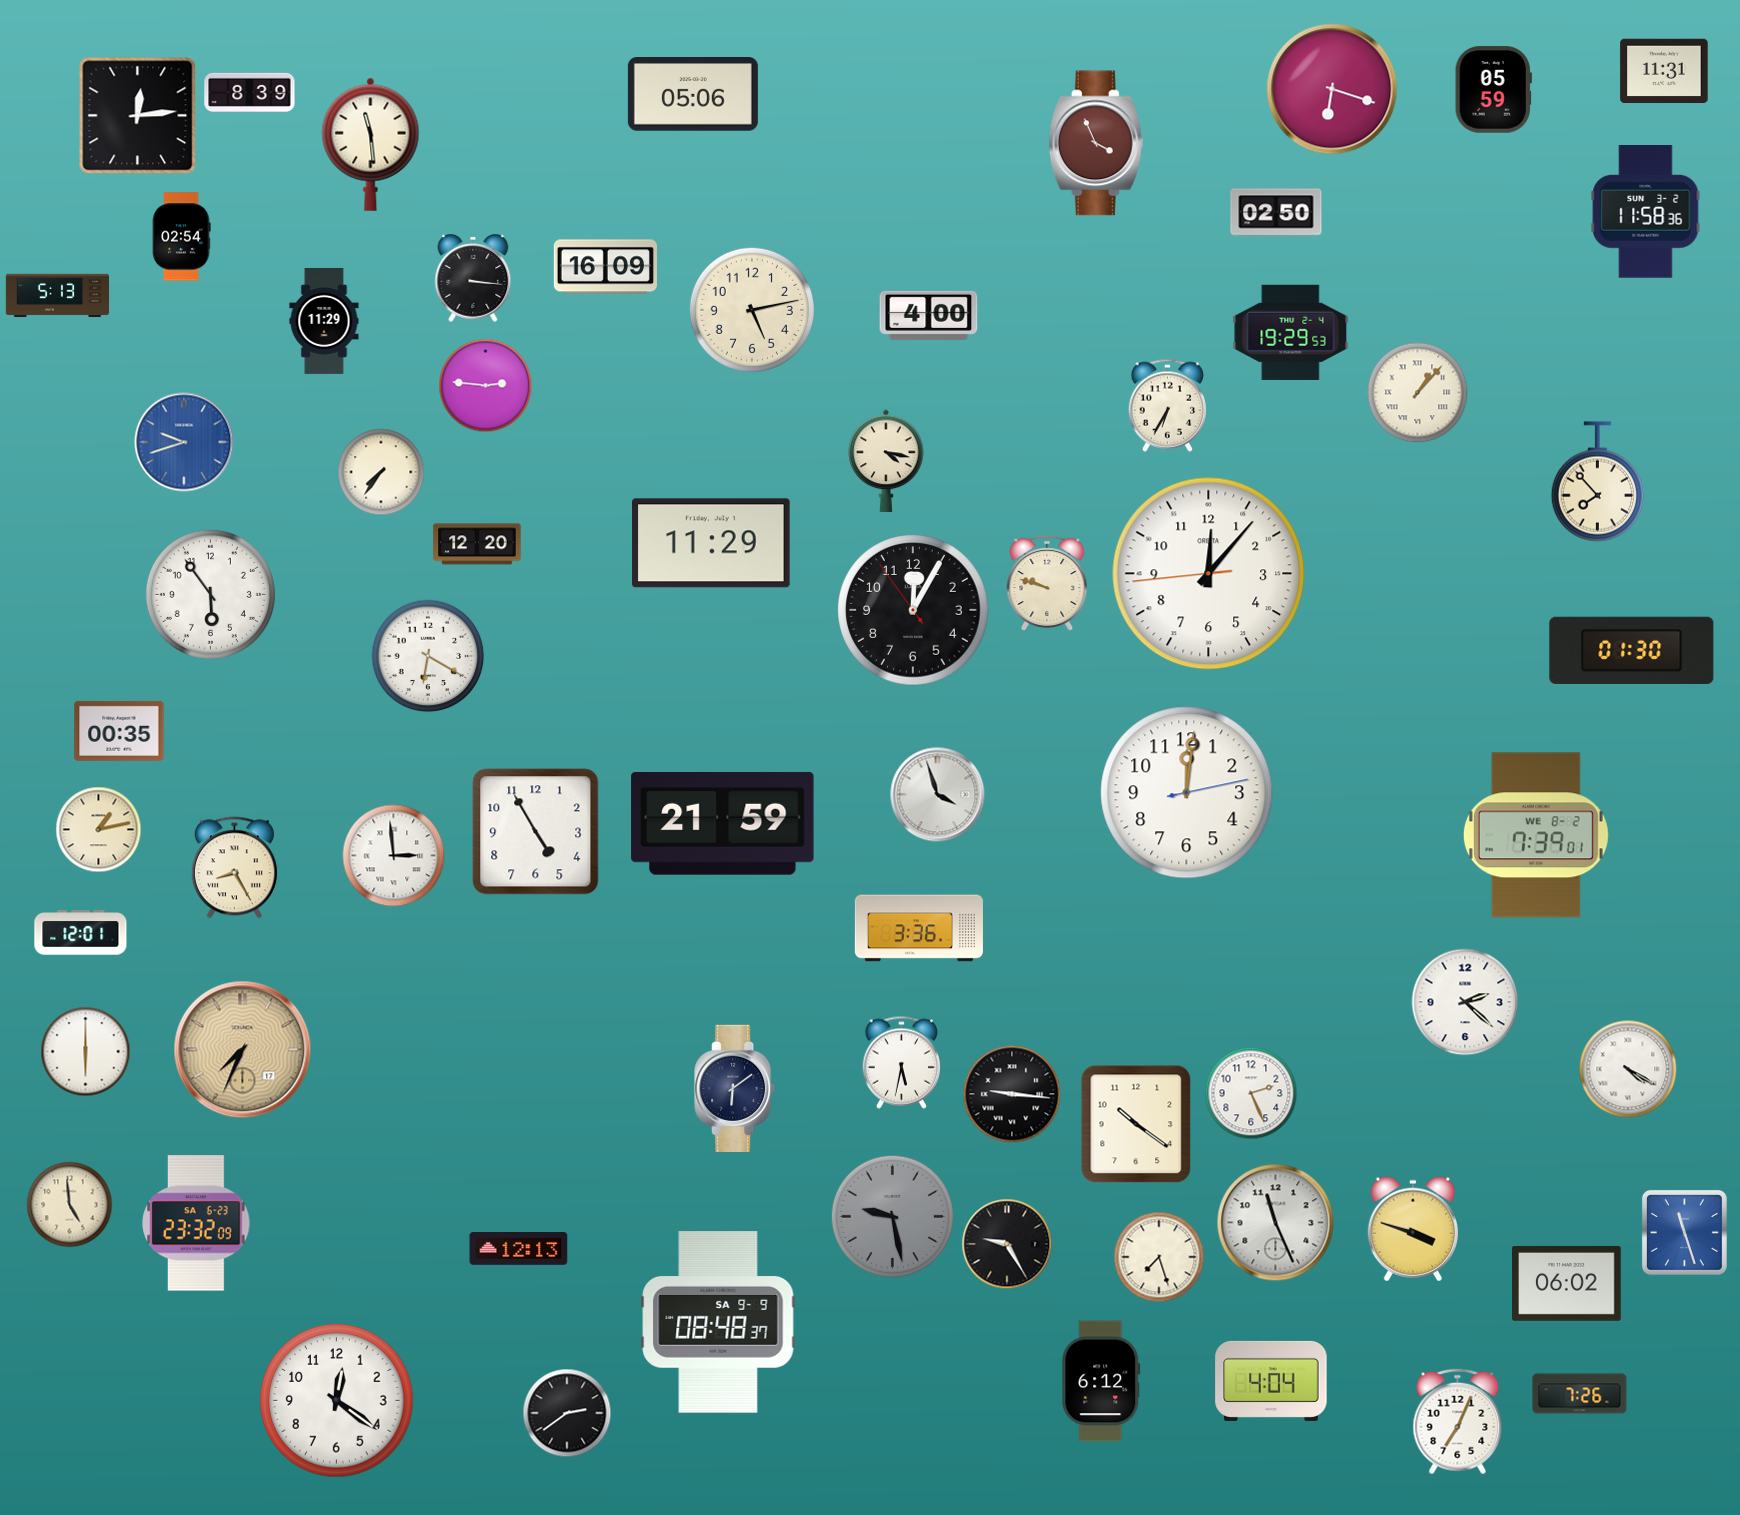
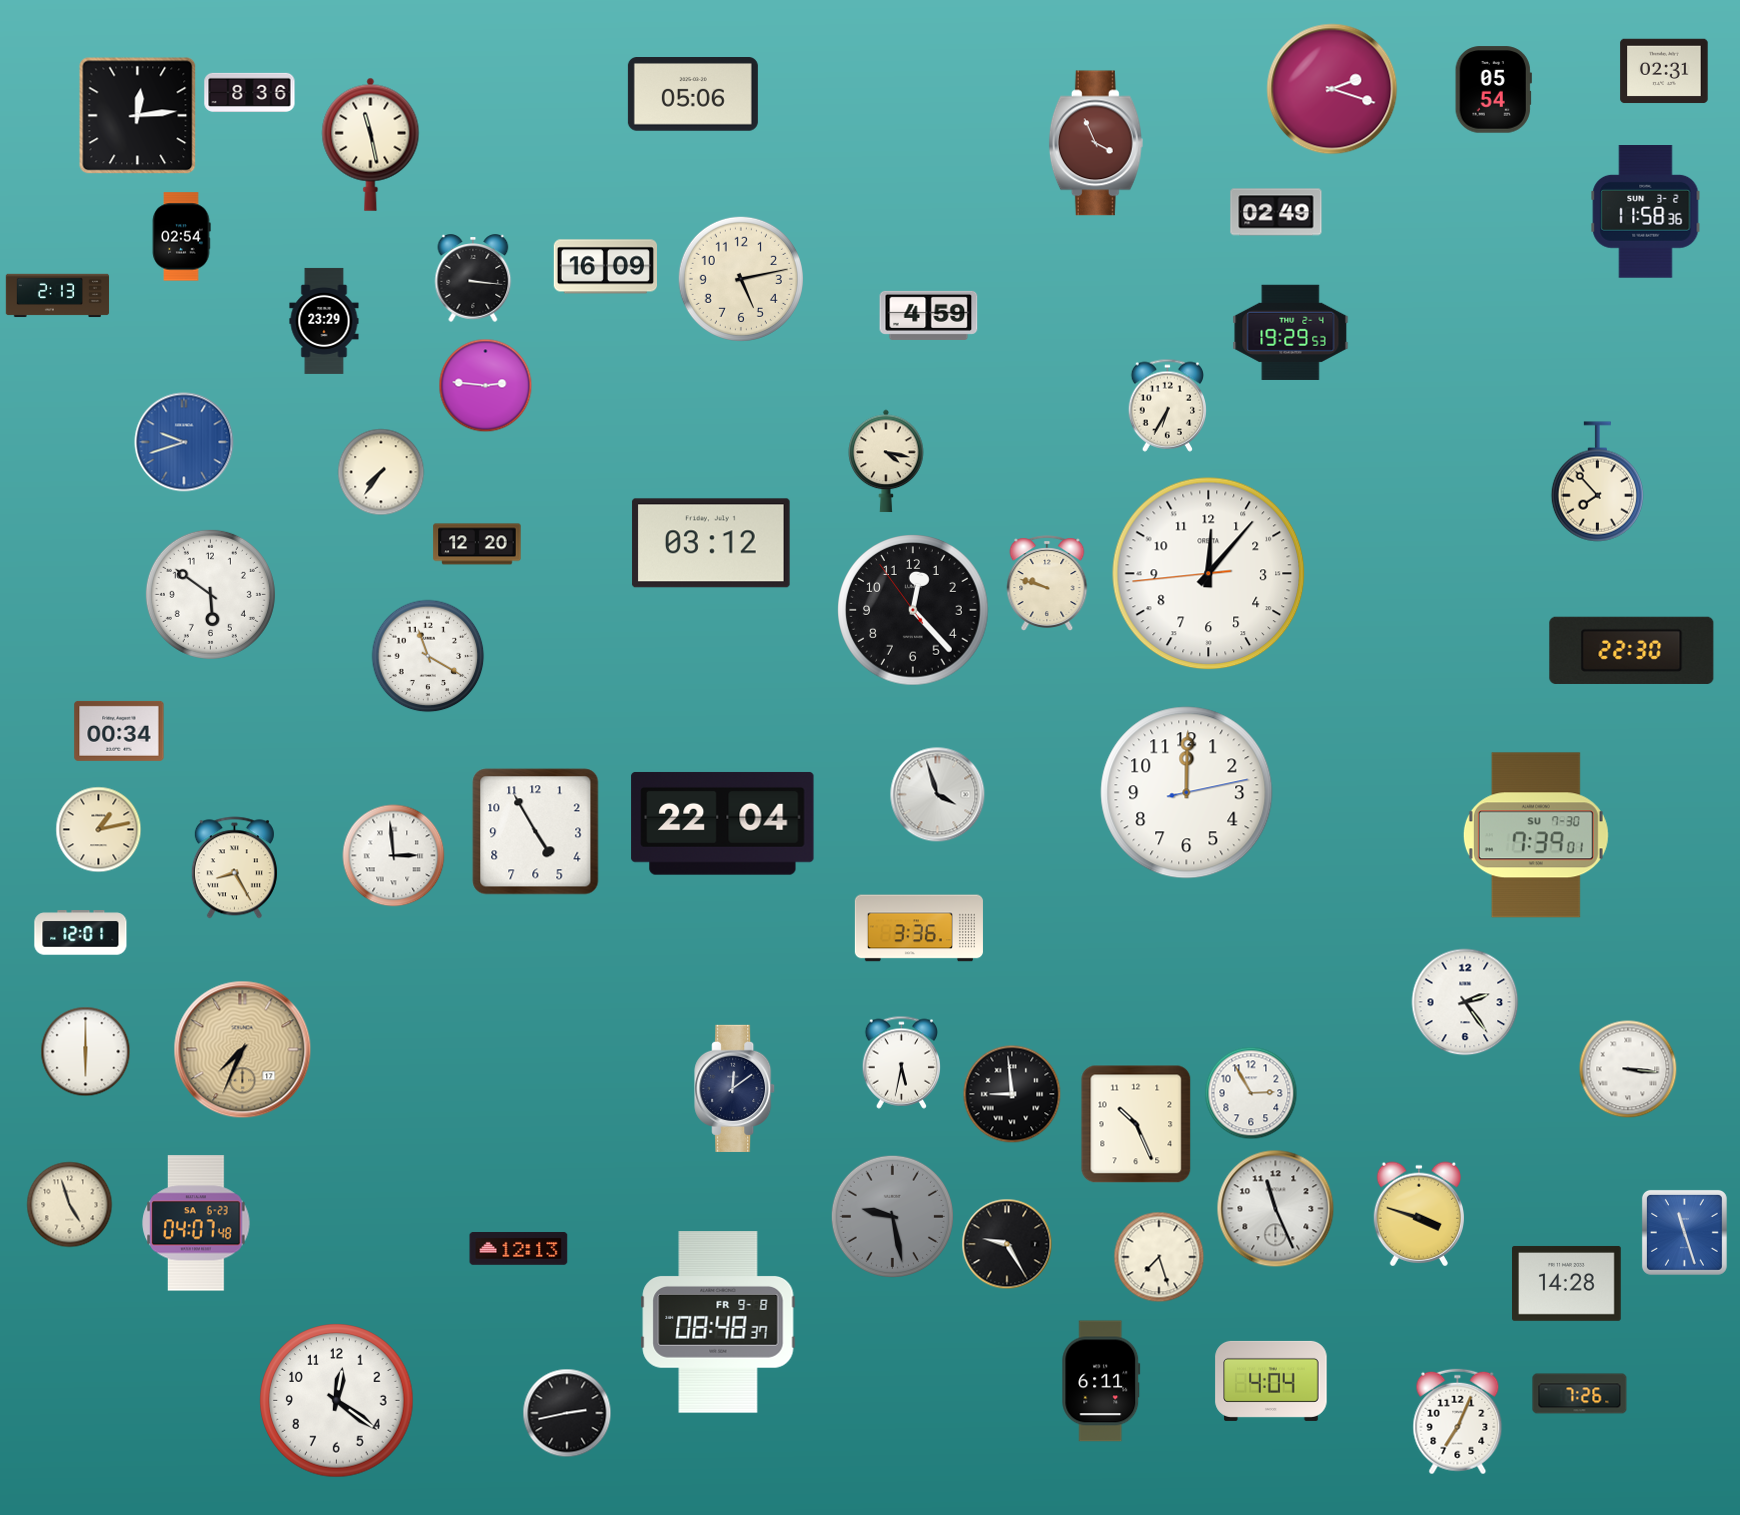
clock at (1664, 71): 11:31 -> 02:31
clock at (1332, 89): 6:18 -> 2:18
clock at (1493, 90): 05:59 -> 05:54
clock at (250, 92): 8:39 -> 8:36
clock at (371, 144): 11:29 -> 11:28
clock at (1276, 212): 02:50 -> 02:49
clock at (58, 296): 5:13 -> 2:13
clock at (752, 310) position: (752, 310) -> (741, 279)
clock at (929, 315): 4:00 -> 4:59
clock at (324, 321): 11:29 -> 23:29
clock at (1418, 393): 1:07 -> none
clock at (711, 543): 11:29 -> 03:12
clock at (210, 594): 5:54 -> 5:51
clock at (913, 610): 12:04 -> 12:22
clock at (1632, 650): 01:30 -> 22:30
clock at (428, 656): 6:20 -> 11:20
clock at (119, 731): 00:35 -> 00:34
clock at (1187, 793): 12:01 -> 12:00
clock at (723, 823): 21:59 -> 22:04
clock at (1536, 835) date: WE 8-2 -> SU 7-30
clock at (1465, 1002): 2:22 -> 2:24
clock at (1628, 1069): 4:20 -> 3:16
clock at (735, 1088): 6:09 -> 12:09
clock at (1251, 1093): 2:26 -> 2:55
clock at (1012, 1094): 9:16 -> 8:59
clock at (1136, 1124): 10:21 -> 10:26
clock at (70, 1205): 4:59 -> 4:57
clock at (196, 1223): 23:32 -> 04:07
clock at (1276, 1223) position: (1276, 1223) -> (1276, 1209)
clock at (1412, 1229) position: (1412, 1229) -> (1418, 1214)
clock at (1567, 1284): 06:02 -> 14:28
clock at (718, 1322) date: SA 9-9 -> FR 9-8
clock at (1101, 1381): 6:12 -> 6:11
clock at (567, 1413): 2:39 -> 2:43
